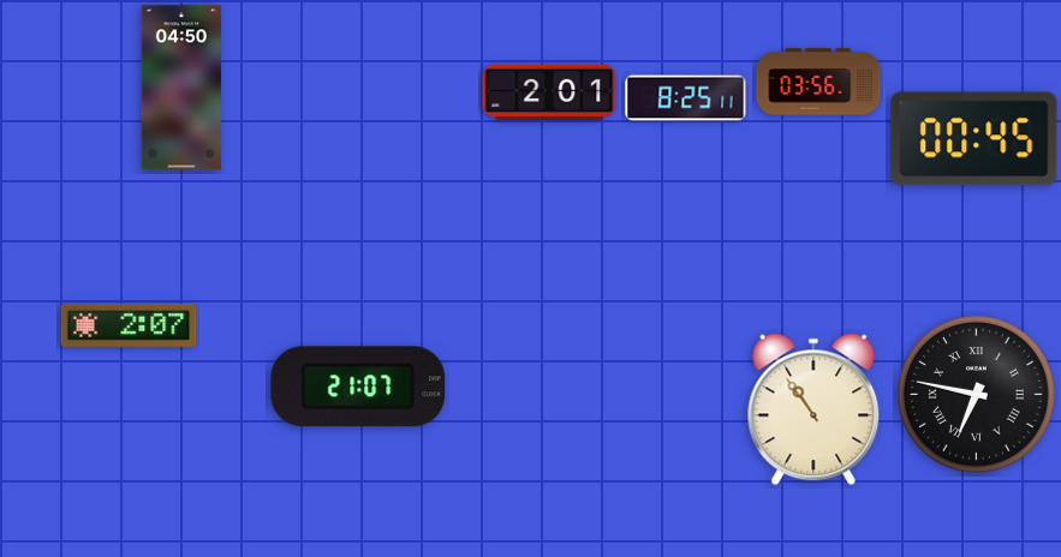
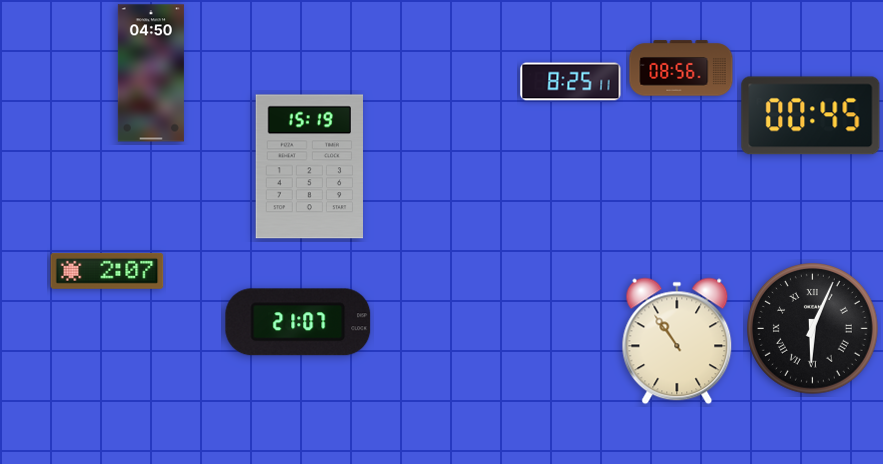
clock at (818, 82): 03:56 -> 08:56
clock at (549, 91): 2:01 -> none
clock at (309, 167): none -> 15:19
clock at (977, 395): 6:47 -> 6:04
